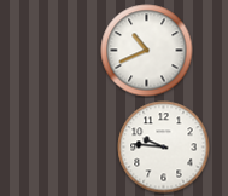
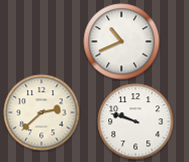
clock at (42, 113): none -> 2:38
clock at (164, 148): 9:46 -> 9:48
